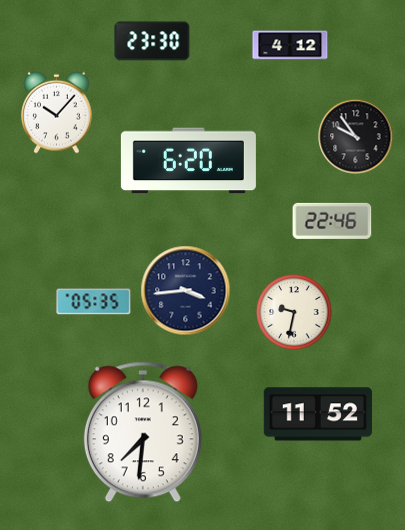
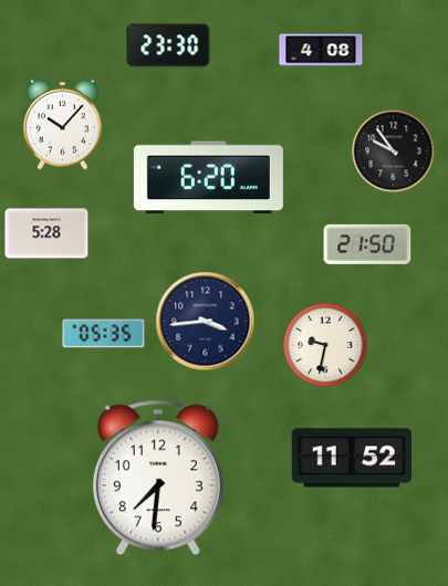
clock at (290, 45): 4:12 -> 4:08
clock at (46, 233): none -> 5:28
clock at (332, 221): 22:46 -> 21:50
